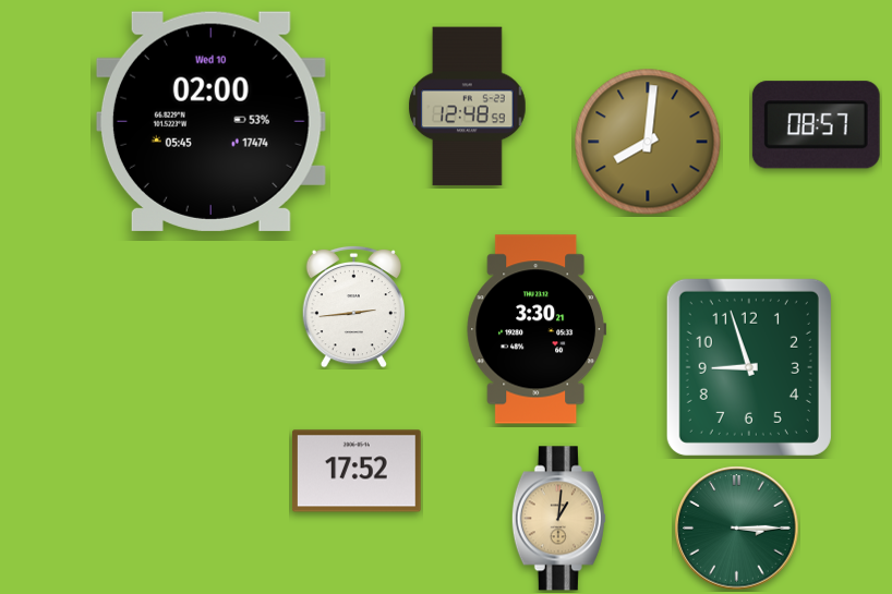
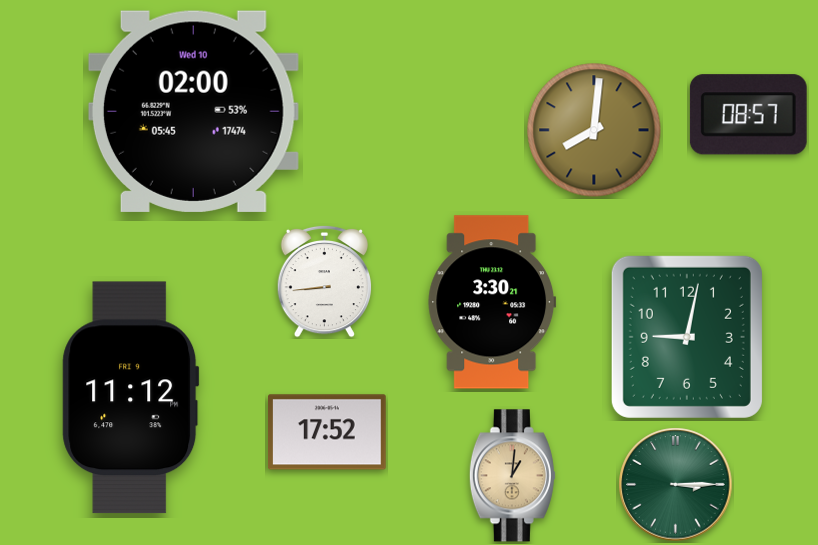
clock at (468, 107): 12:48 -> none
clock at (353, 306): 2:44 -> 8:44
clock at (749, 367): 8:57 -> 9:02
clock at (131, 398): none -> 11:12
